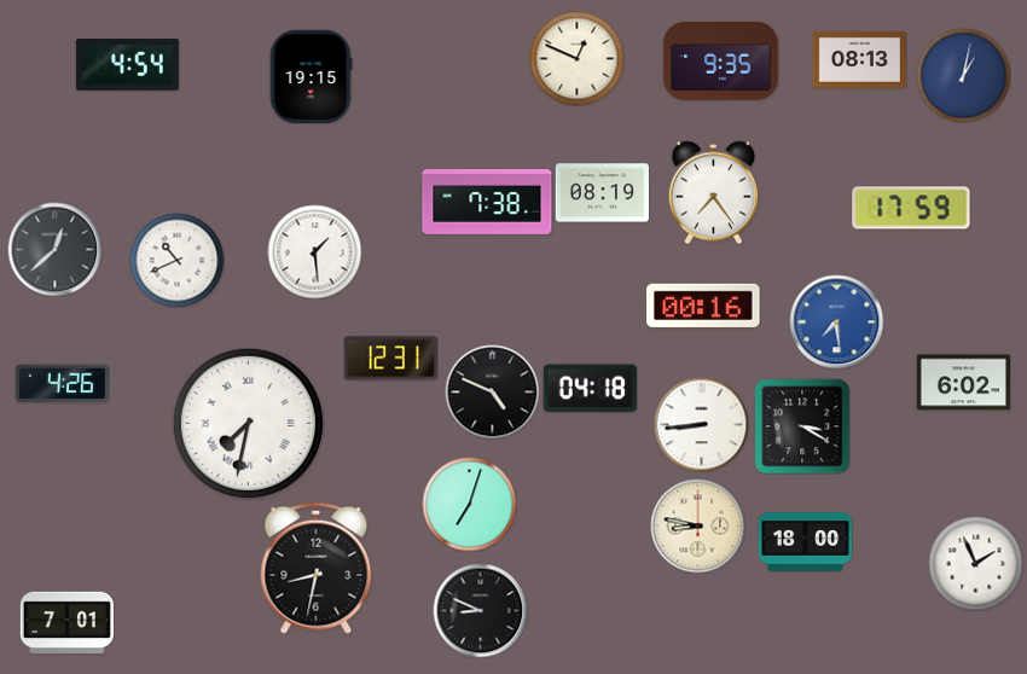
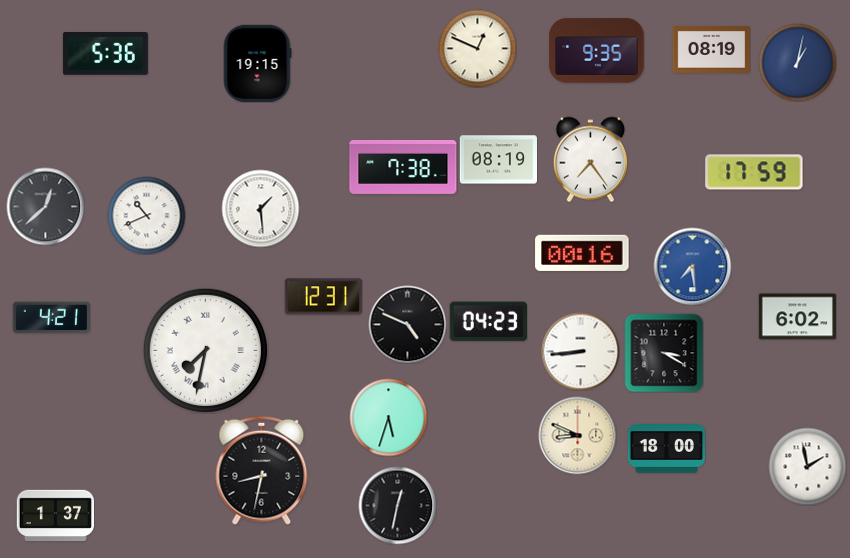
clock at (859, 59): 08:13 -> 08:19
clock at (127, 65): 4:54 -> 5:36
clock at (62, 384): 4:26 -> 4:21
clock at (590, 389): 04:18 -> 04:23
clock at (469, 504): 7:03 -> 5:33
clock at (697, 525): 8:47 -> 8:49
clock at (975, 563): 1:56 -> 1:58
clock at (480, 610): 8:49 -> 12:32
clock at (66, 623): 7:01 -> 1:37
